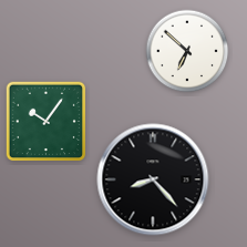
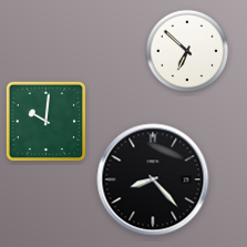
clock at (47, 122): 10:06 -> 10:01
